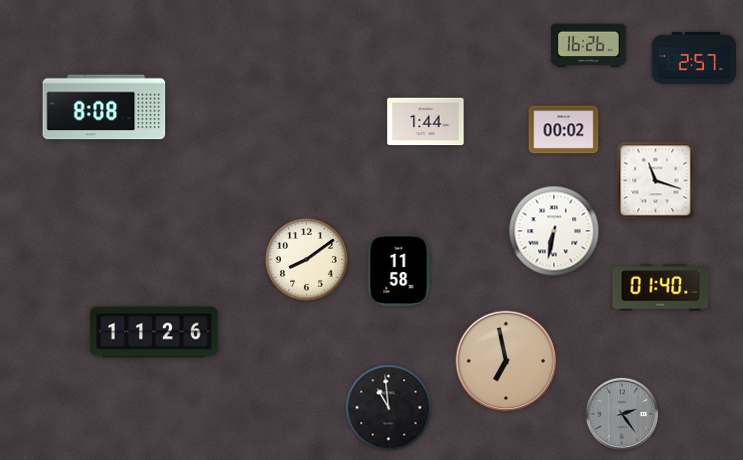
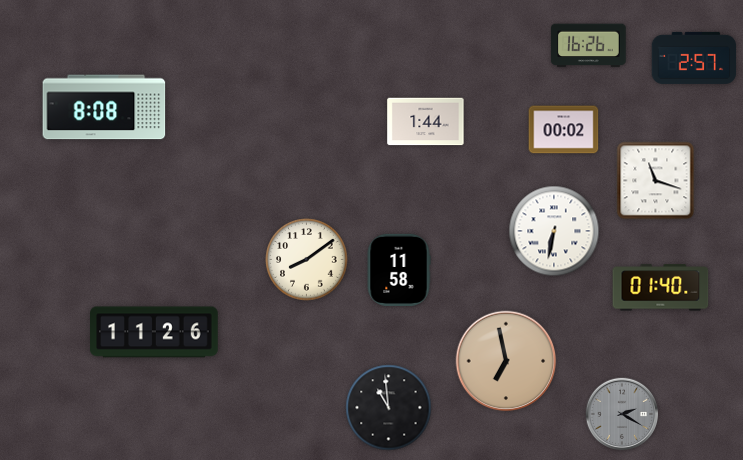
clock at (622, 414): 2:24 -> 2:20
